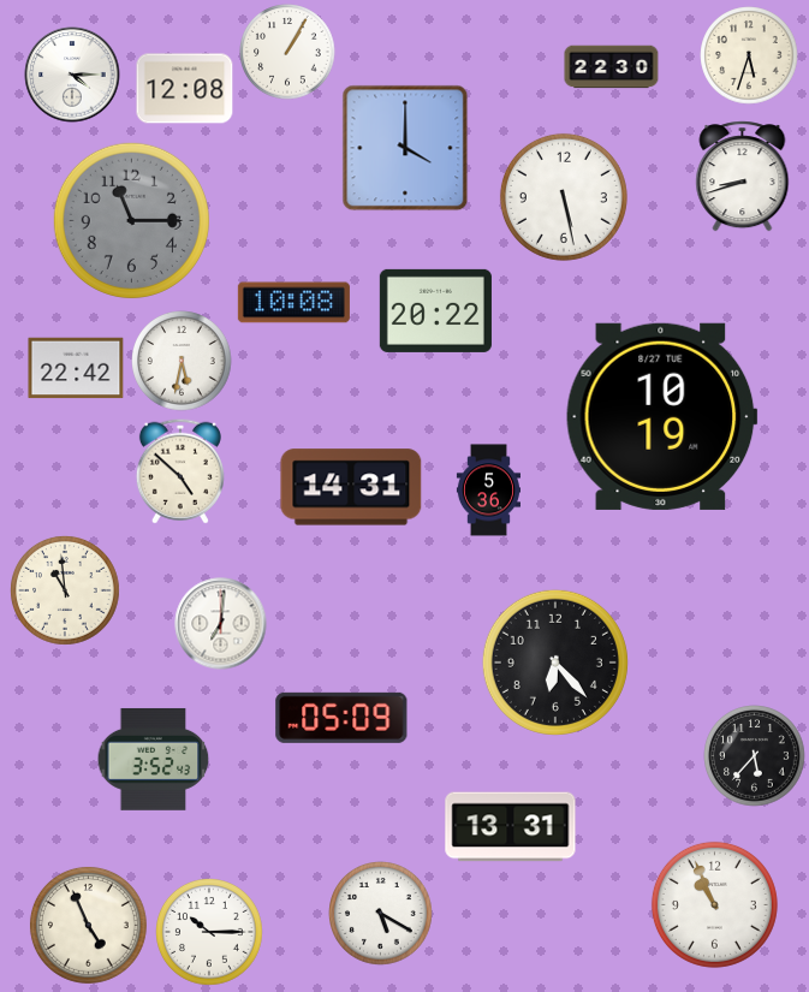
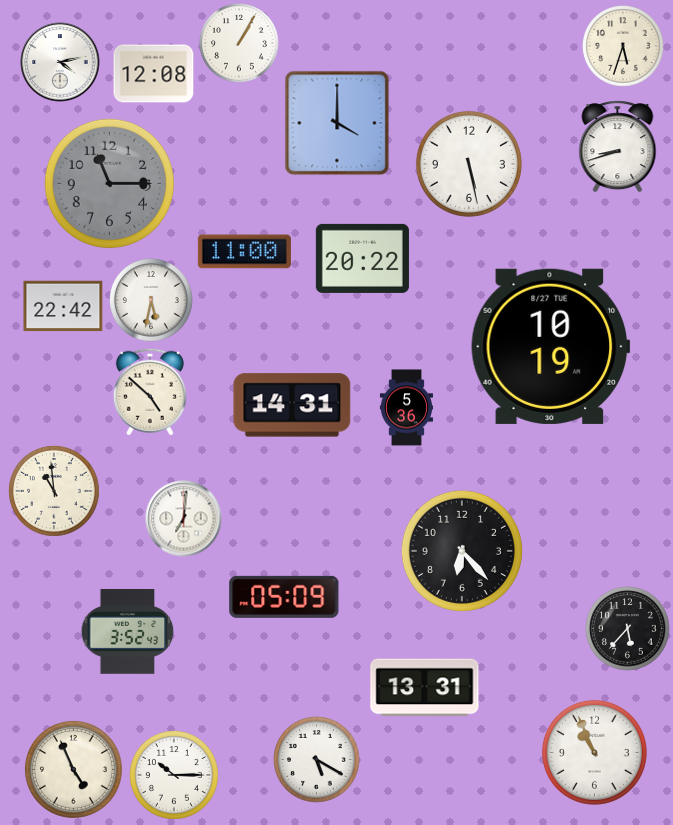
clock at (612, 67): 22:30 -> none
clock at (72, 75): 4:15 -> 4:13
clock at (293, 303): 10:08 -> 11:00
